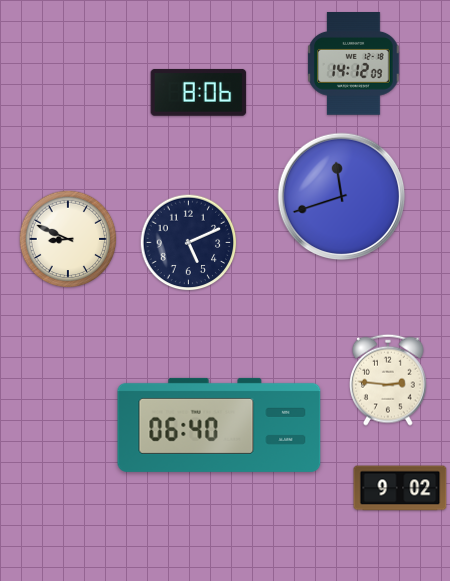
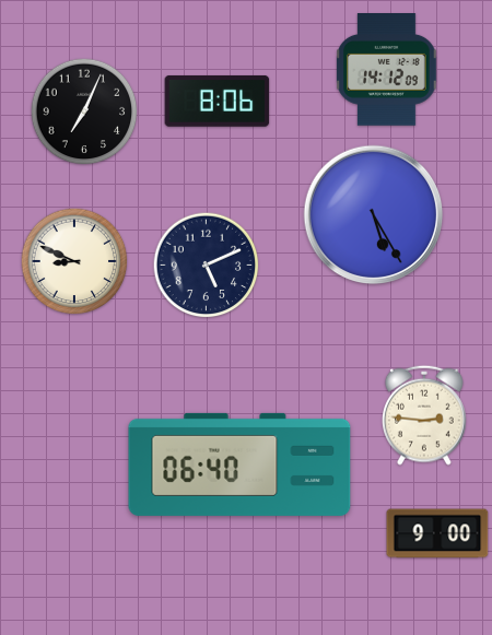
clock at (84, 111): none -> 7:04
clock at (342, 197): 11:42 -> 5:25
clock at (400, 488): 9:02 -> 9:00
